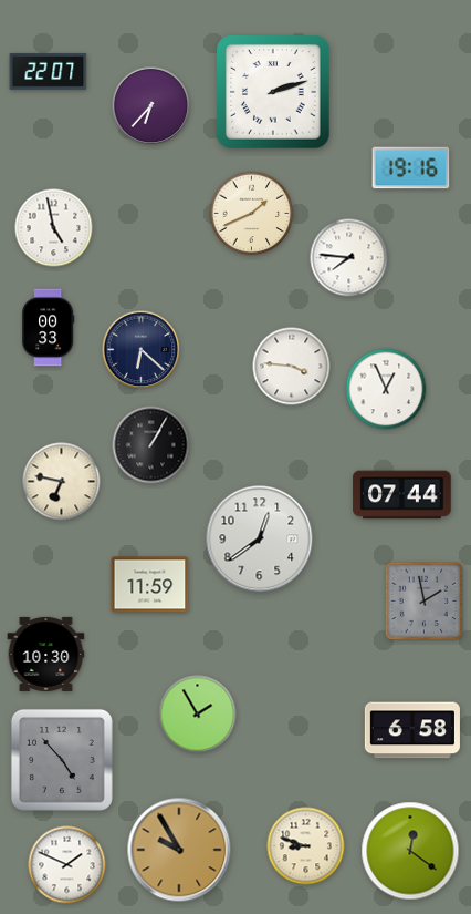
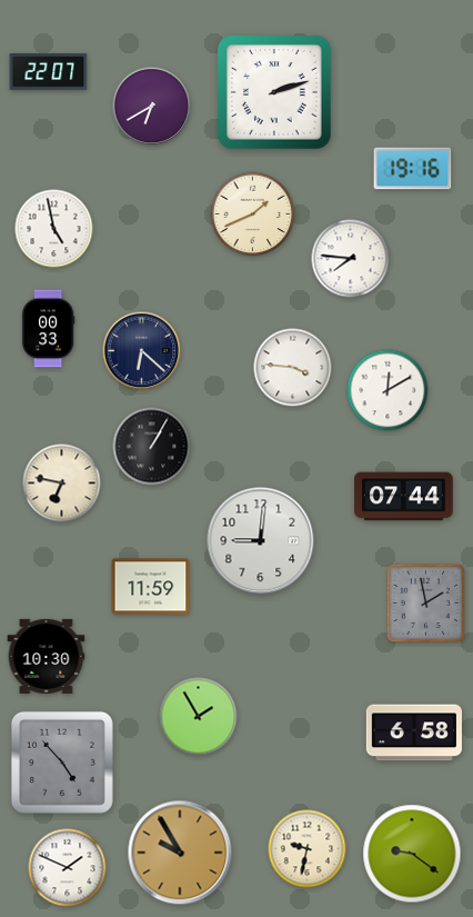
clock at (151, 106): 6:37 -> 6:40
clock at (386, 389): 12:56 -> 12:10
clock at (260, 540): 12:39 -> 9:01
clock at (306, 846): 8:48 -> 9:32
clock at (410, 851): 12:21 -> 9:21
